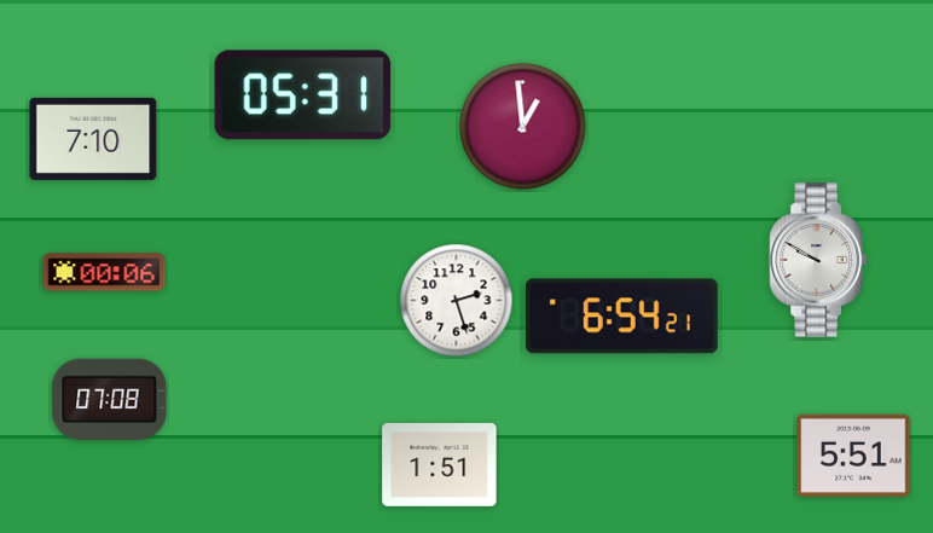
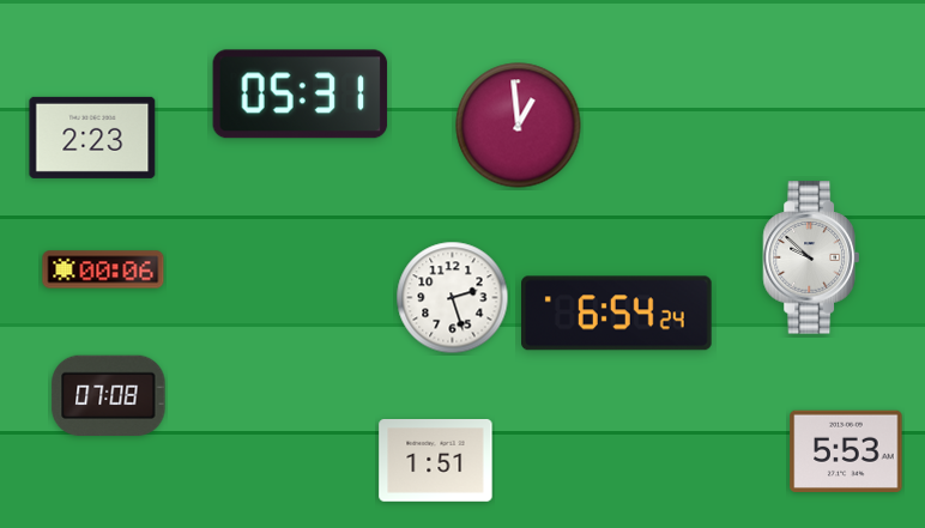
clock at (93, 139): 7:10 -> 2:23
clock at (818, 260): 9:50 -> 9:52
clock at (622, 317): 6:54:21 -> 6:54:24
clock at (853, 454): 5:51 -> 5:53
